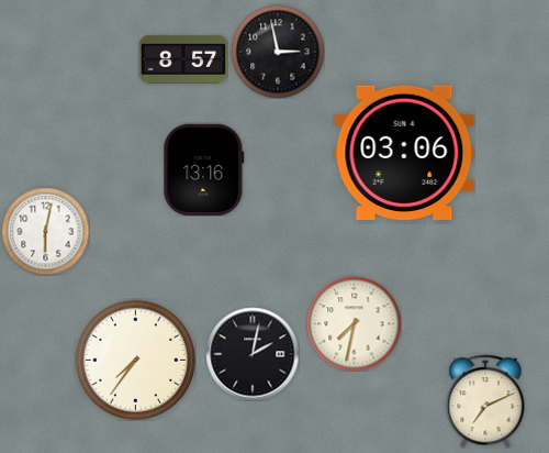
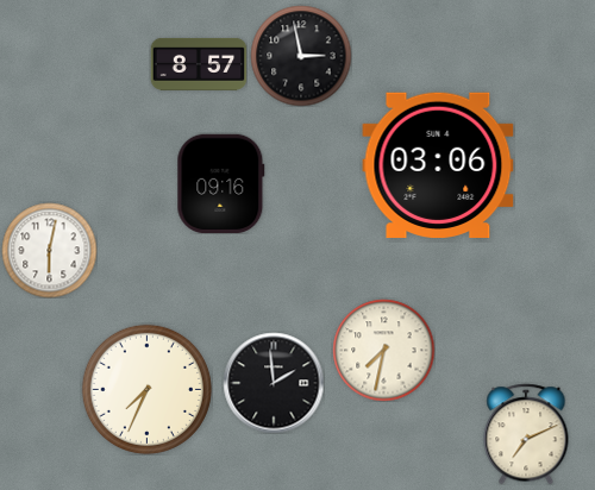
clock at (204, 169): 13:16 -> 09:16
clock at (253, 354): 2:02 -> 1:59
clock at (135, 360): 7:36 -> 7:34
